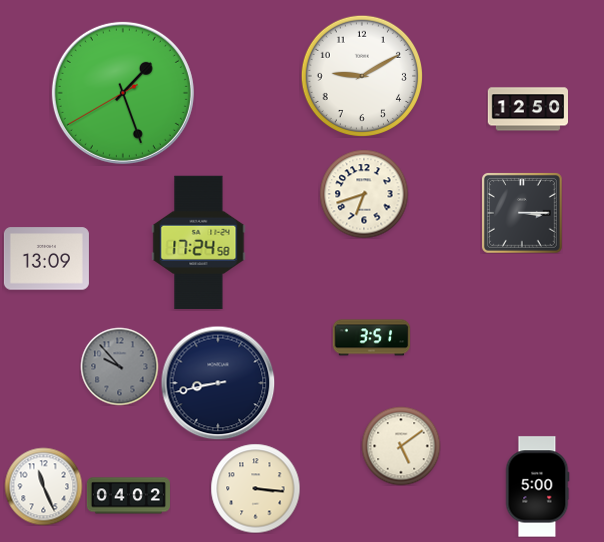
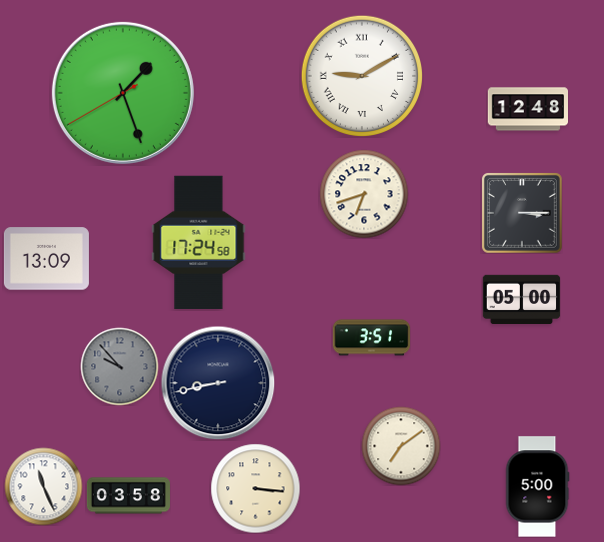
clock at (361, 75) numerals: Arabic -> Roman
clock at (527, 109): 12:50 -> 12:48
clock at (521, 299): none -> 05:00
clock at (401, 446): 5:09 -> 7:09
clock at (128, 496): 04:02 -> 03:58
